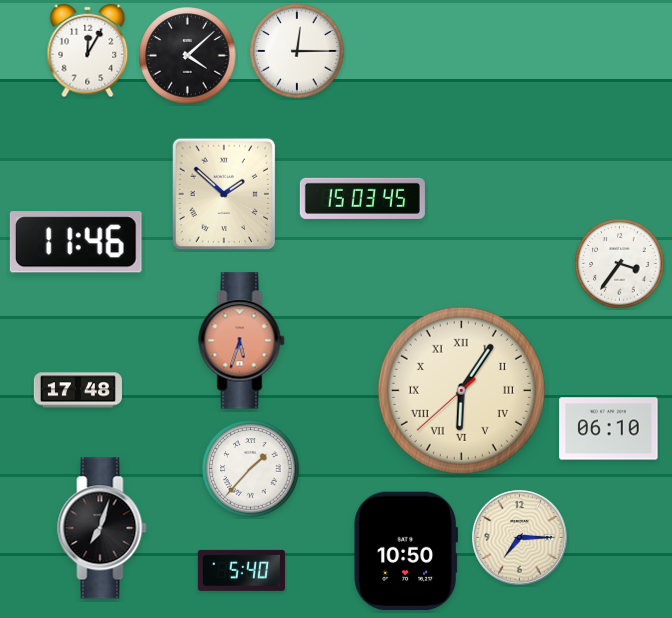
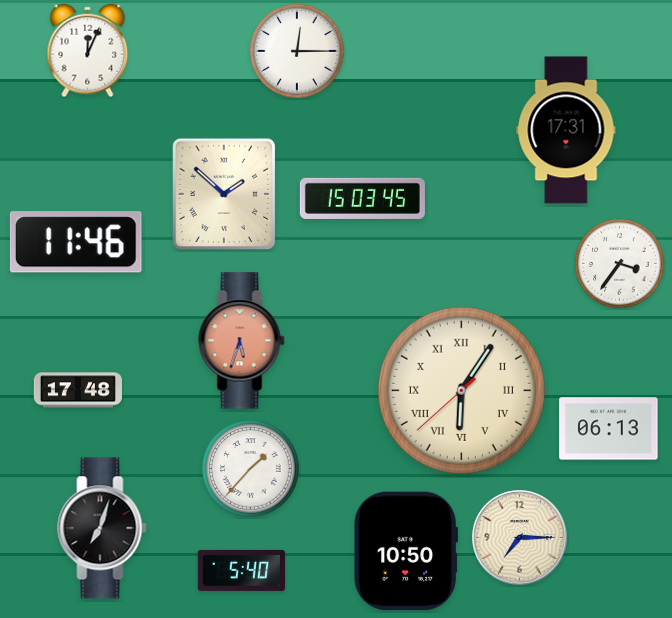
clock at (88, 51): 12:05 -> 12:04
clock at (188, 56): 4:08 -> none
clock at (566, 130): none -> 17:31
clock at (609, 429): 06:10 -> 06:13
